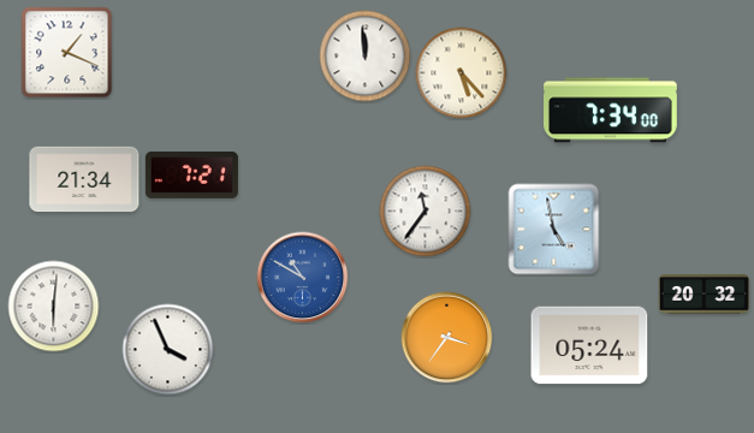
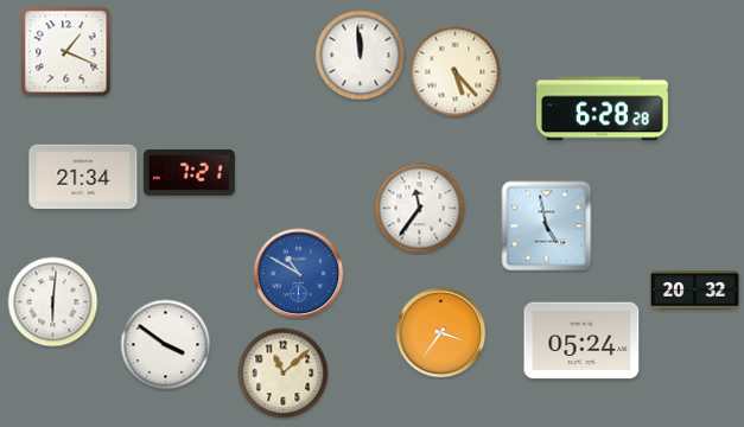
clock at (611, 111): 7:34 -> 6:28
clock at (168, 350): 3:56 -> 3:51
clock at (284, 374): none -> 11:08
